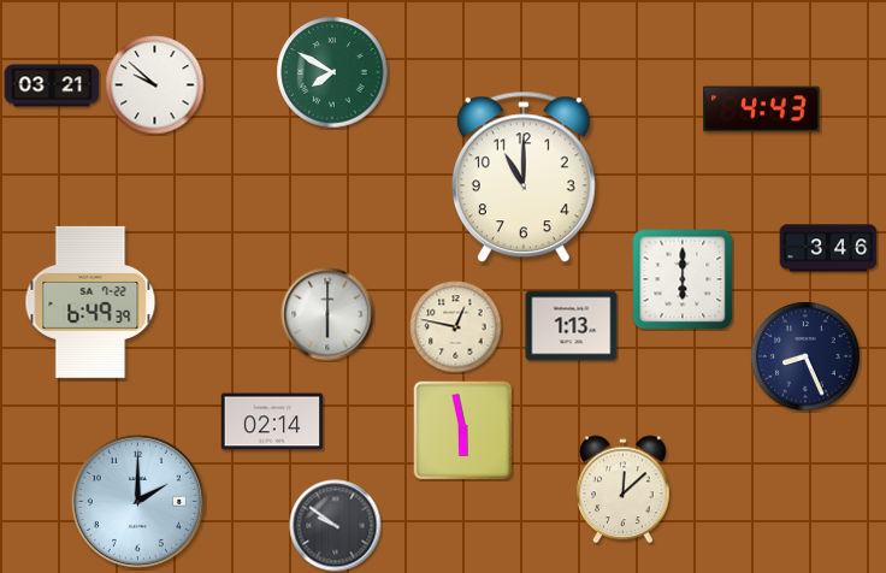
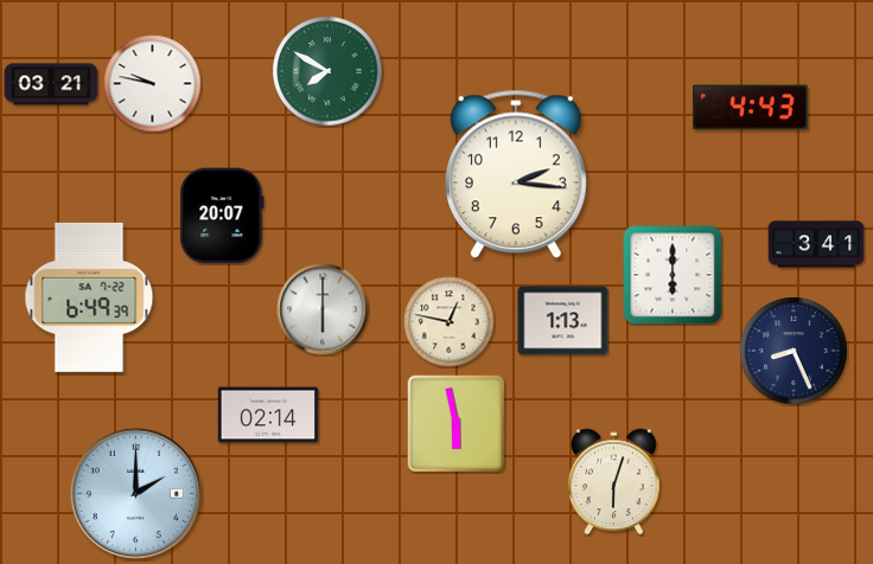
clock at (155, 85): 9:52 -> 9:47
clock at (524, 177): 11:00 -> 2:16
clock at (222, 216): none -> 20:07
clock at (828, 248): 3:46 -> 3:41
clock at (624, 490): 12:08 -> 6:03
clock at (336, 526): 9:51 -> none
